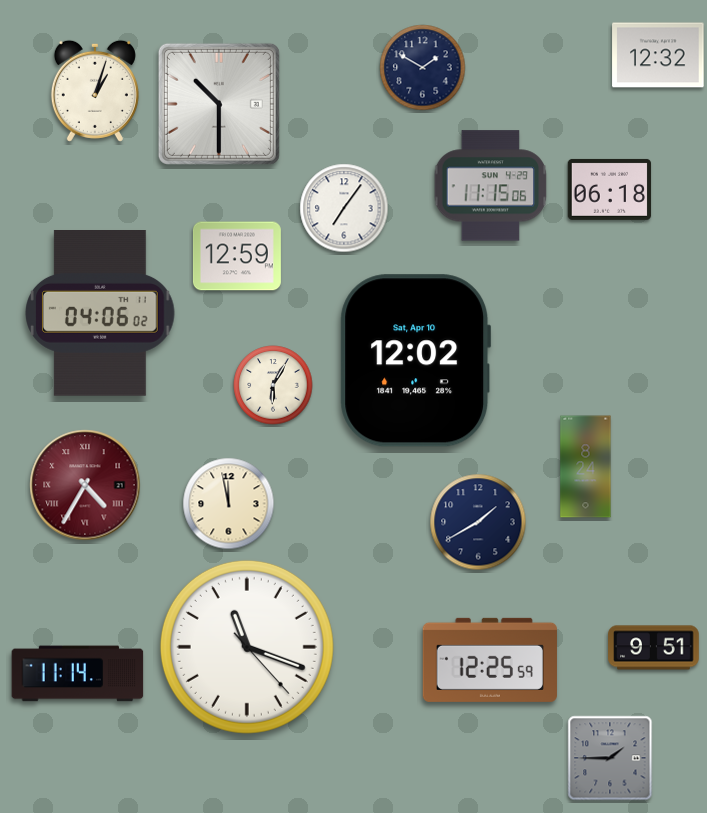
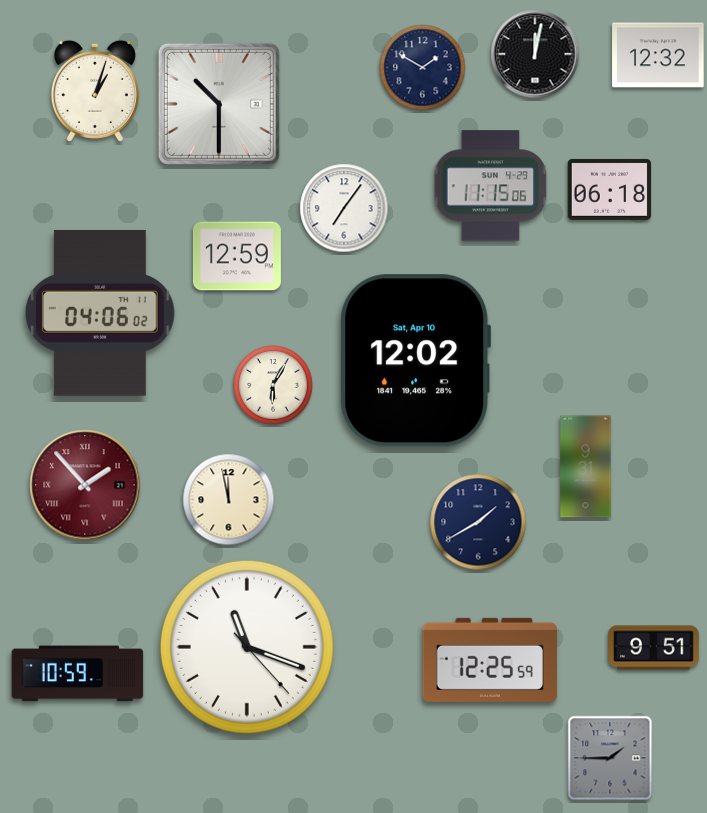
clock at (535, 54): none -> 12:02
clock at (586, 467): 8:24 -> 9:31
clock at (85, 485): 4:35 -> 1:53
clock at (229, 504) position: (229, 504) -> (229, 500)
clock at (78, 674): 11:14 -> 10:59
